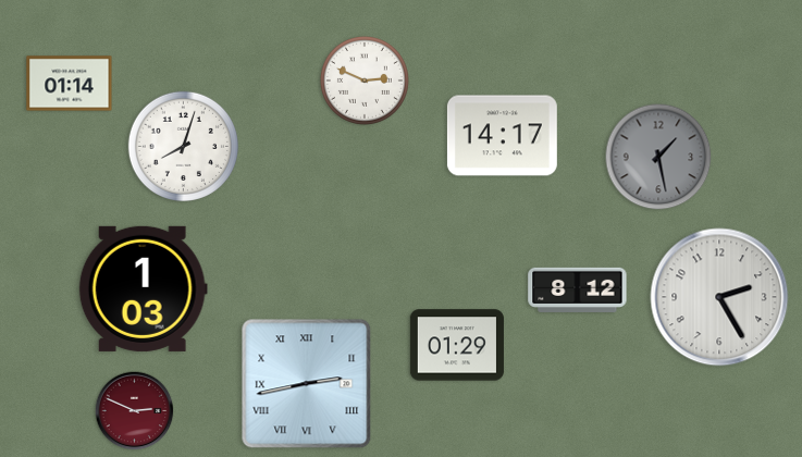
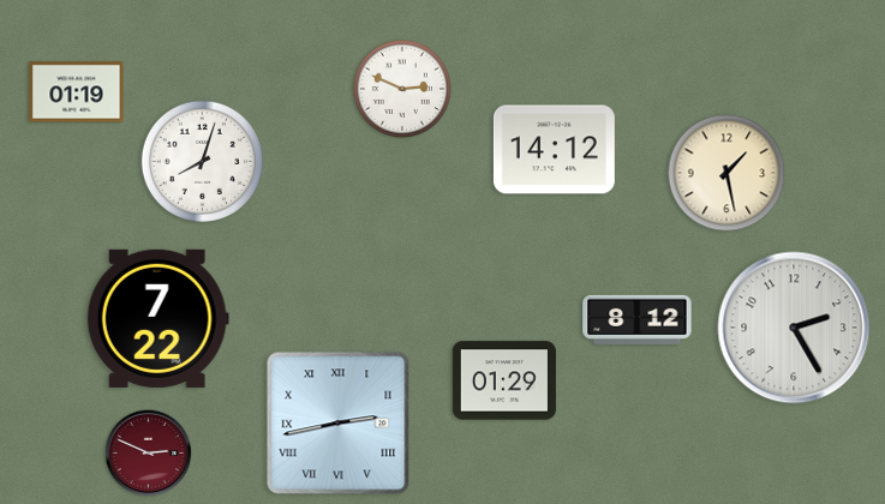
clock at (70, 84): 01:14 -> 01:19
clock at (502, 136): 14:17 -> 14:12
clock at (658, 157) dial: grey -> cream
clock at (143, 288): 1:03 -> 7:22
